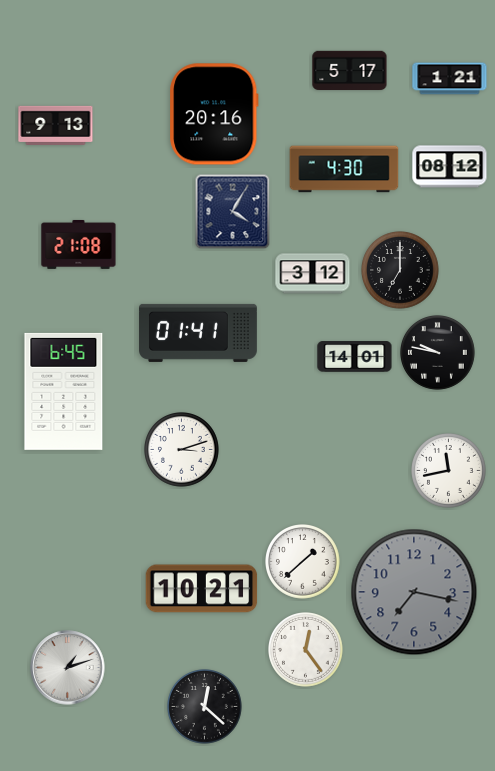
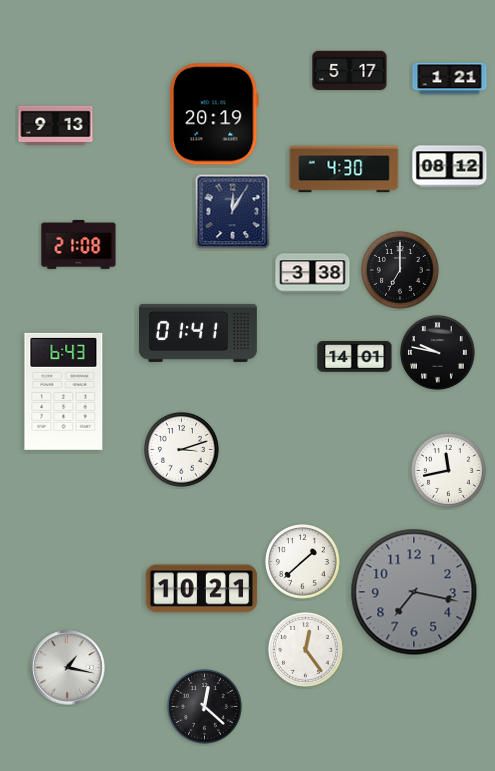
clock at (214, 114): 20:16 -> 20:19
clock at (233, 212): 4:05 -> 12:05
clock at (313, 274): 3:12 -> 3:38
clock at (64, 391): 6:45 -> 6:43
clock at (68, 668): 1:12 -> 1:17
